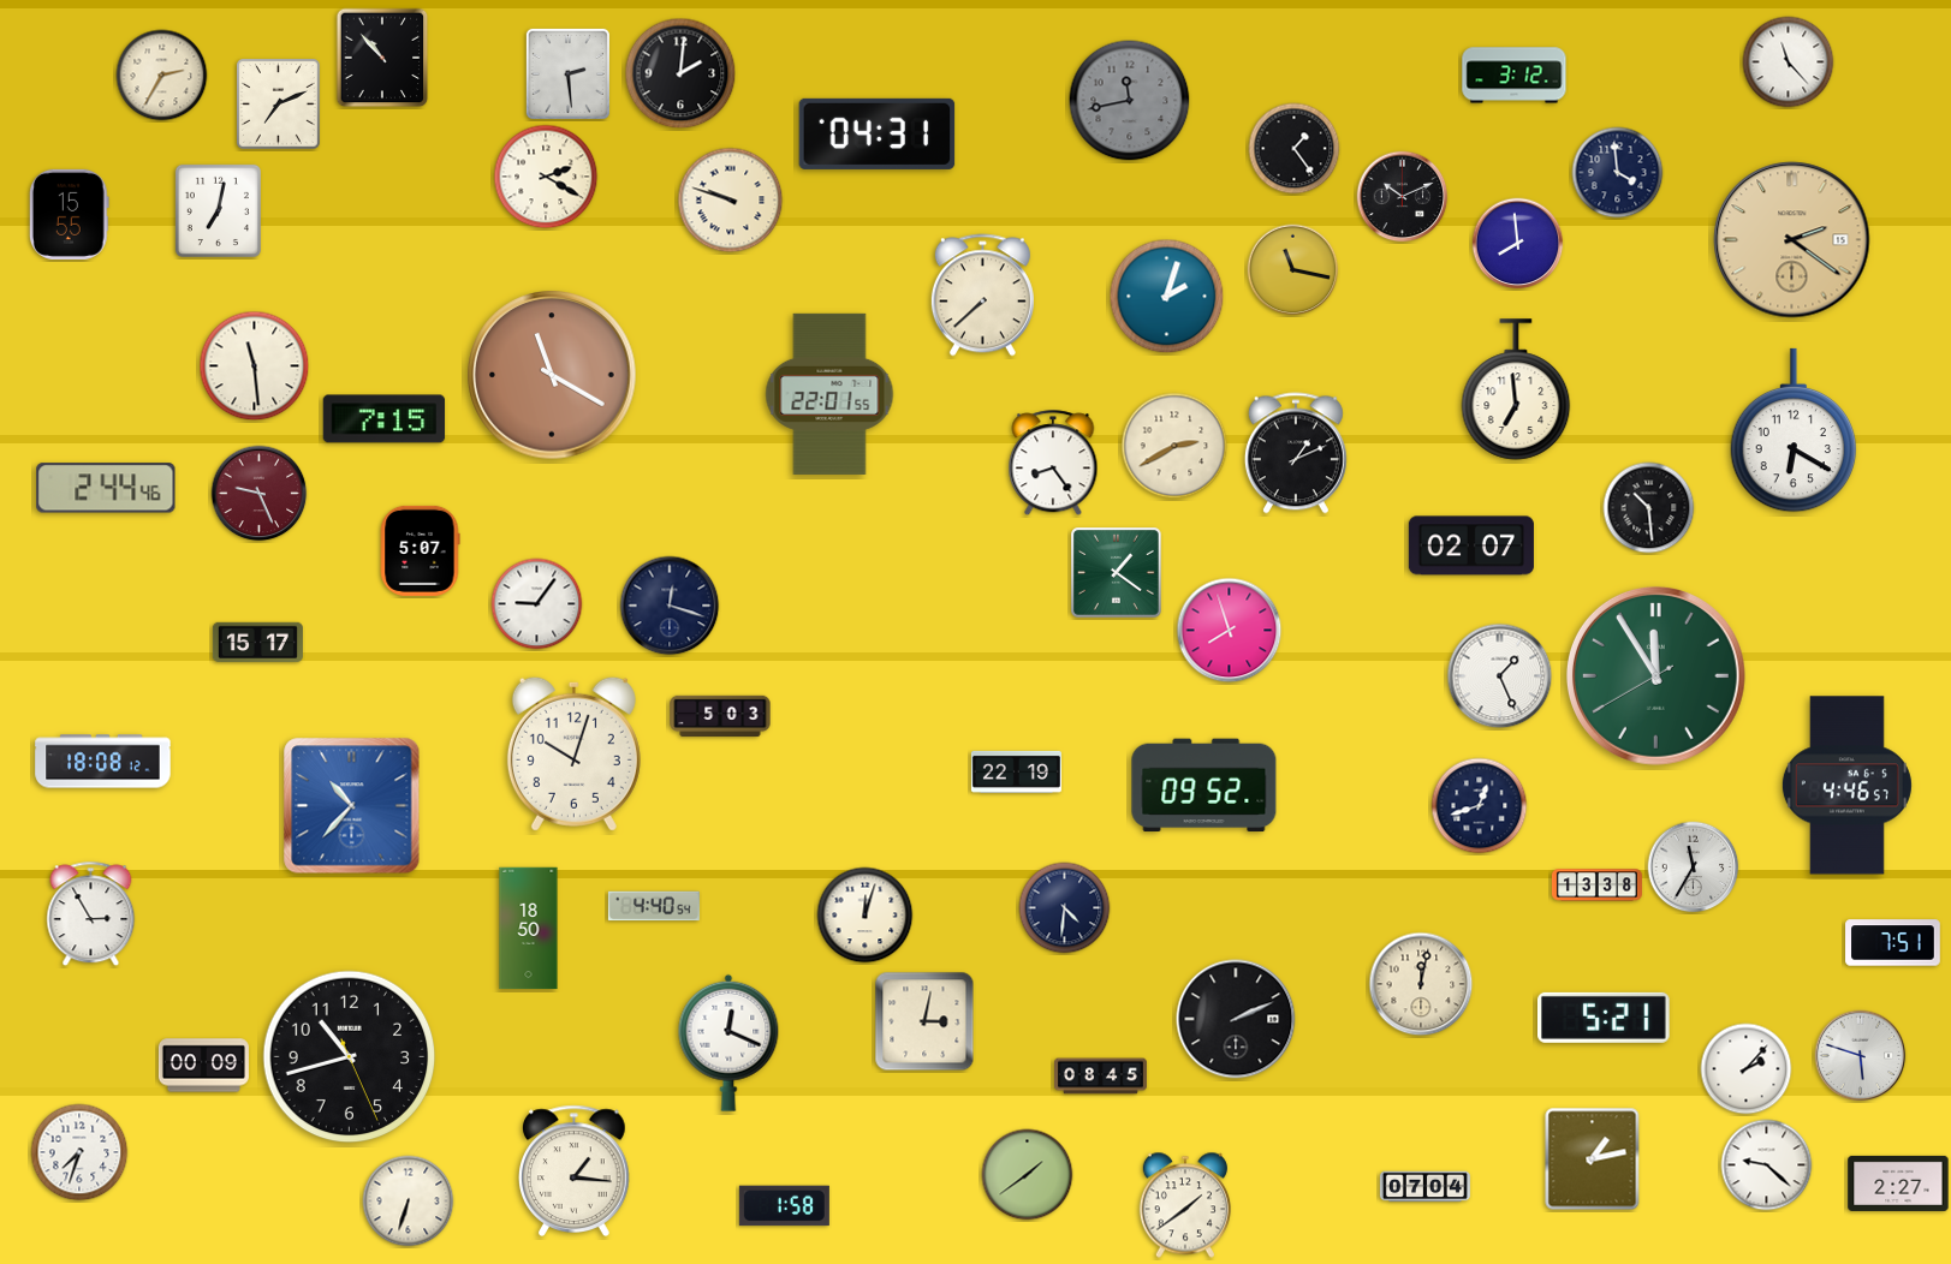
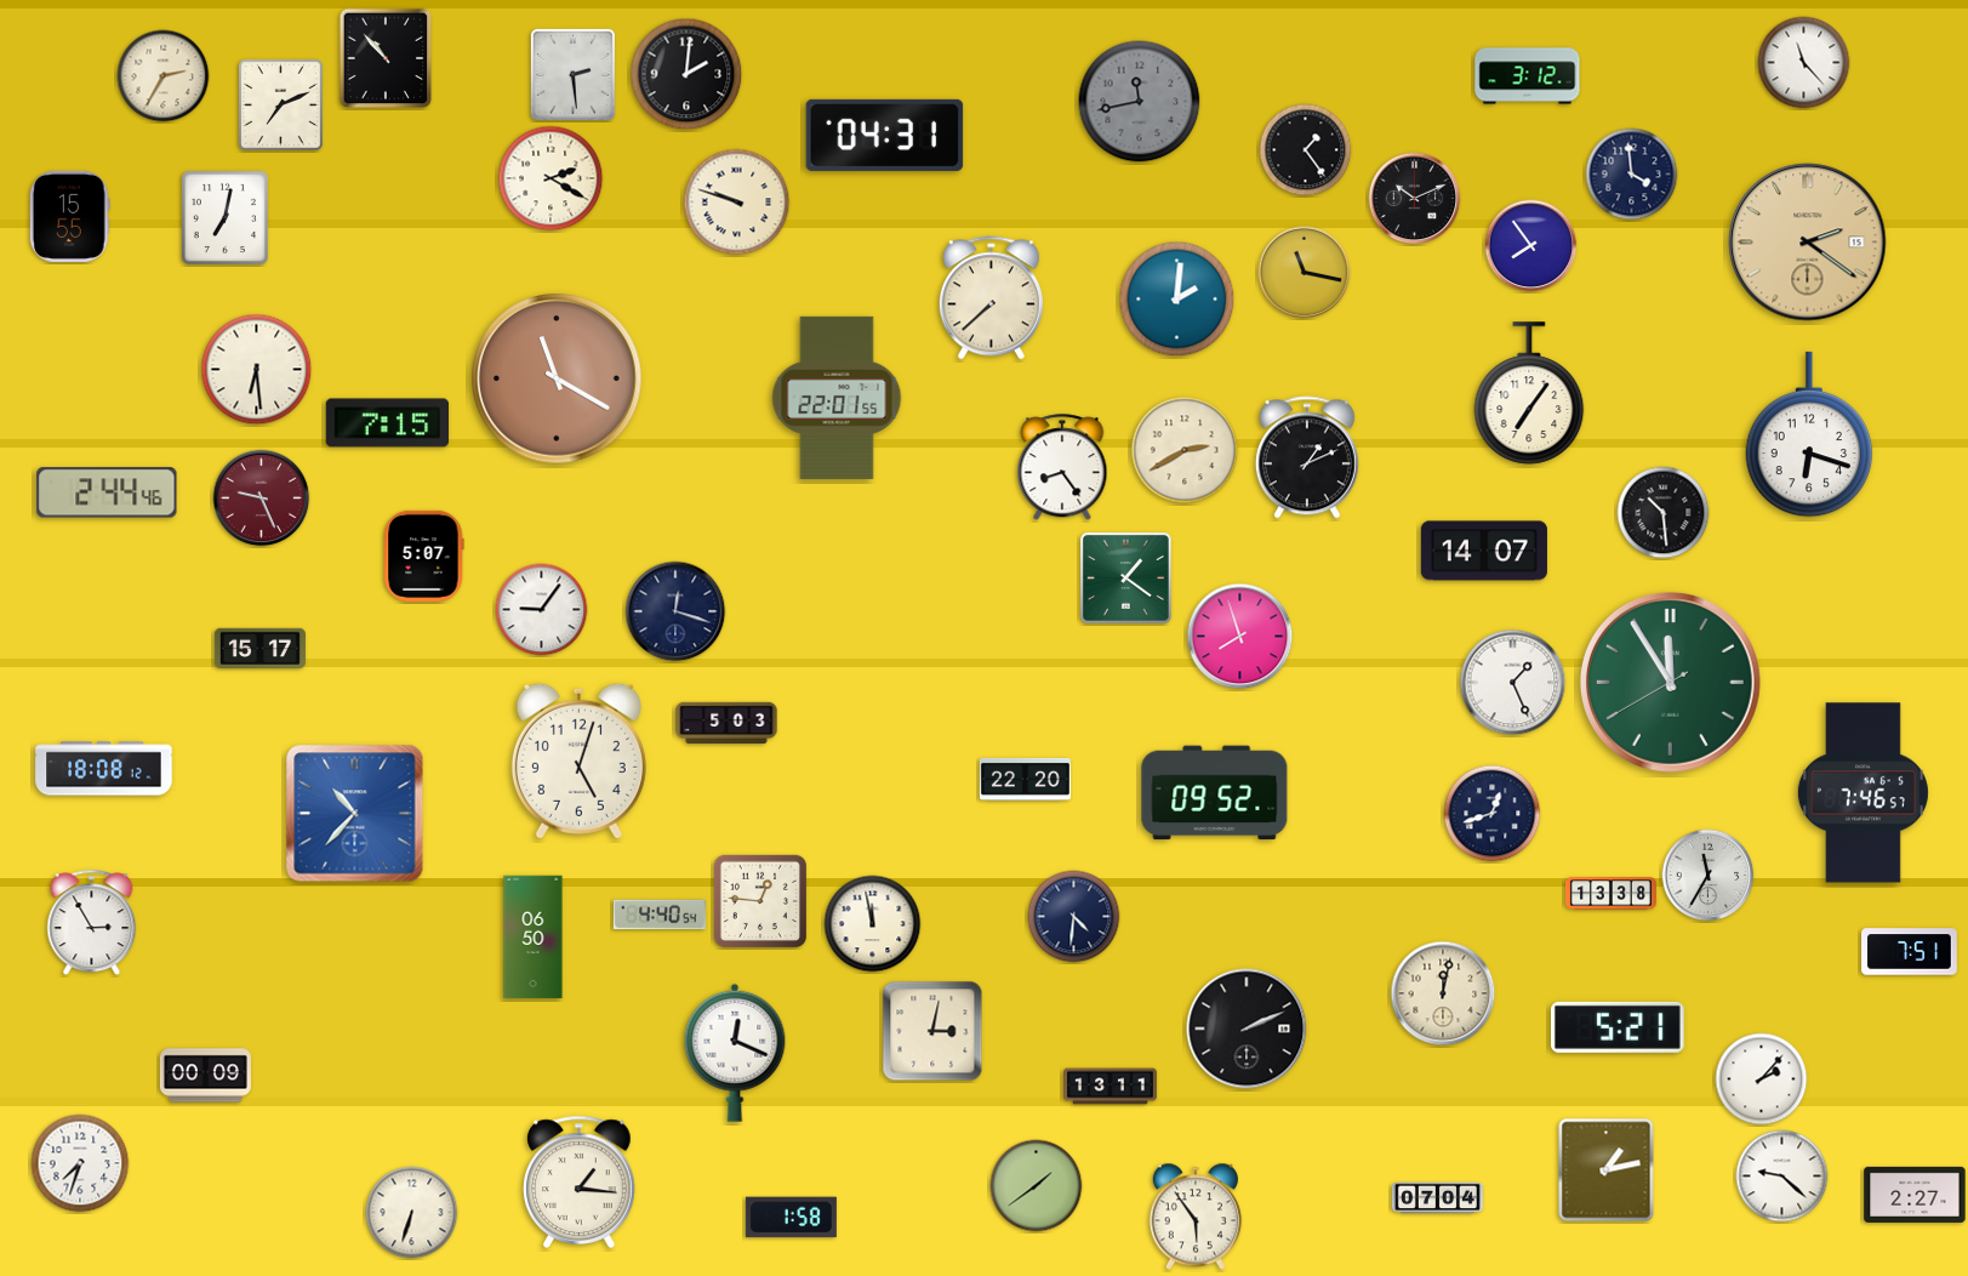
clock at (218, 210) position: (218, 210) -> (224, 217)
clock at (1518, 244): 7:59 -> 7:54
clock at (1167, 297): 2:03 -> 2:01
clock at (255, 366): 11:29 -> 6:29
clock at (1516, 389): 6:59 -> 7:06
clock at (1794, 430): 6:20 -> 6:18
clock at (1471, 545): 02:07 -> 14:07
clock at (573, 753): 10:03 -> 5:03
clock at (1016, 771): 22:19 -> 22:20
clock at (1846, 786): 4:46 -> 7:46
clock at (759, 900): none -> 12:46
clock at (866, 916): 12:03 -> 11:58
clock at (529, 929): 18:50 -> 06:50
clock at (1421, 984) position: (1421, 984) -> (1443, 993)
clock at (1861, 1056): 5:48 -> none
clock at (350, 1057): 10:42 -> none
clock at (1101, 1077): 08:45 -> 13:11
clock at (1185, 1205): 1:39 -> 5:54
